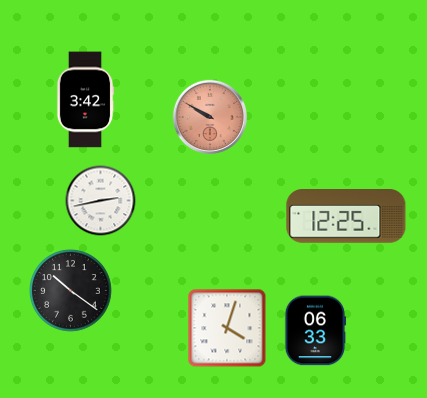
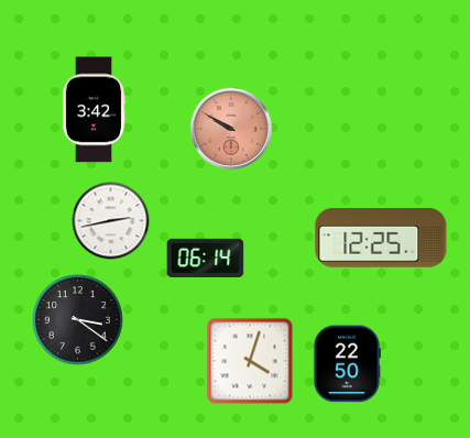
clock at (206, 258): none -> 06:14
clock at (71, 291): 10:21 -> 3:21
clock at (315, 331): 06:33 -> 22:50
